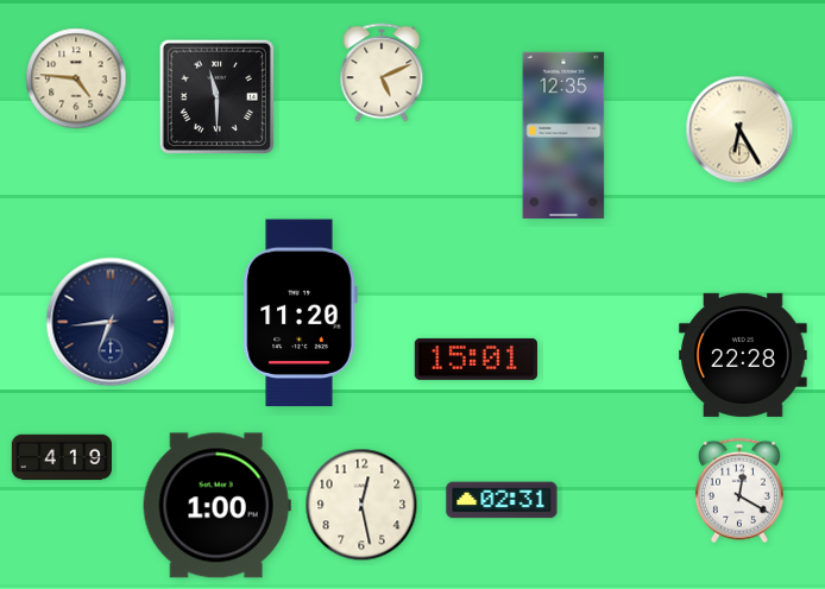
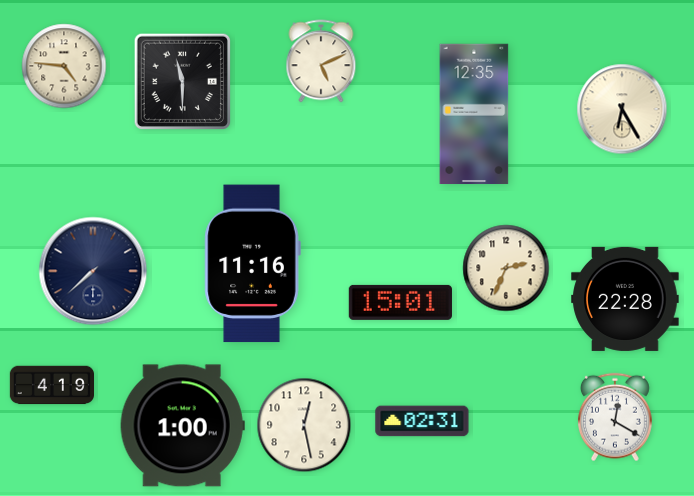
clock at (300, 313): 11:20 -> 11:16
clock at (506, 268): none -> 2:34
clock at (111, 322): 6:44 -> 7:38
clock at (739, 490) position: (739, 490) -> (615, 417)
